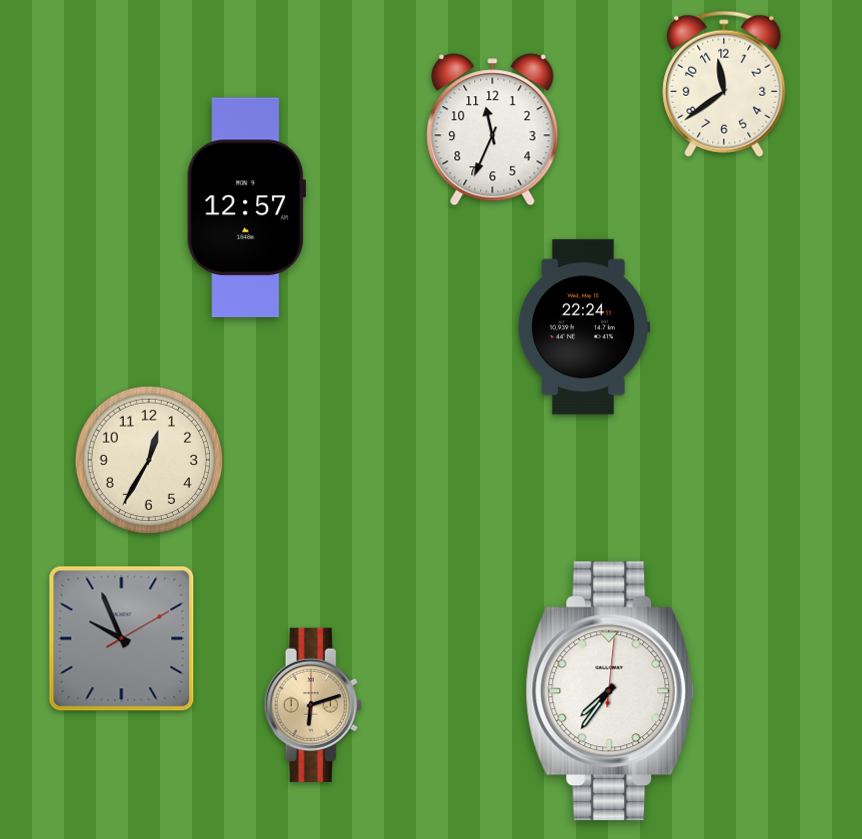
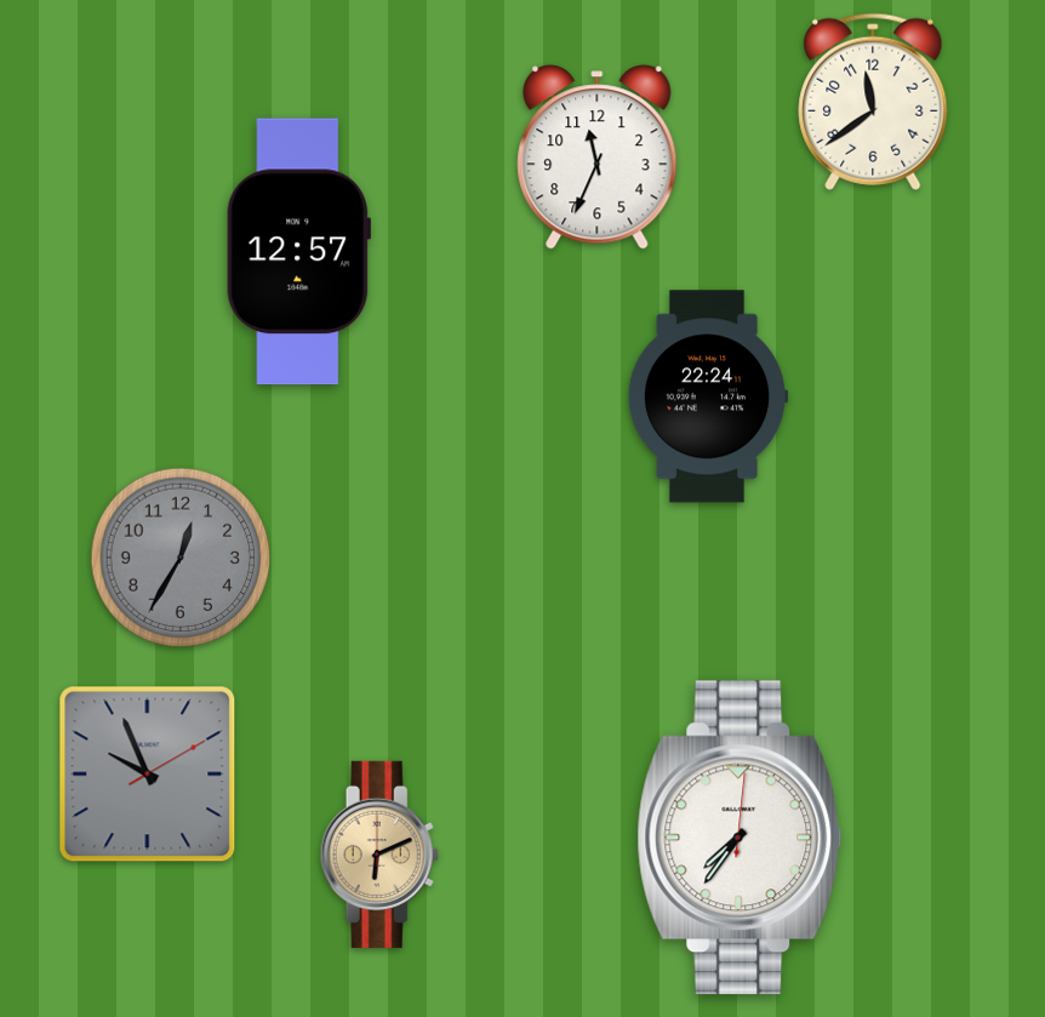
clock at (724, 84) position: (724, 84) -> (873, 102)
clock at (149, 460) dial: cream -> grey
clock at (313, 705): 6:12 -> 6:11
